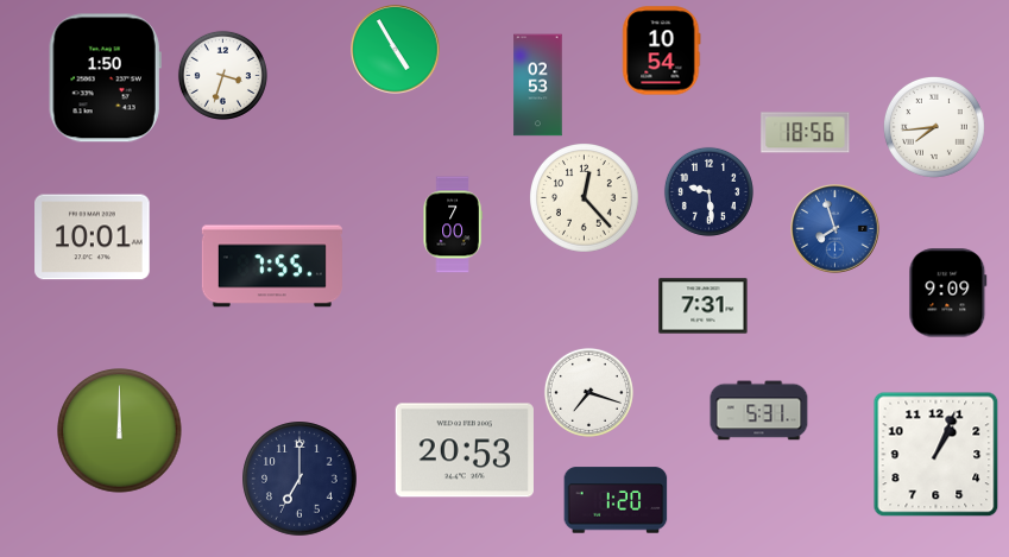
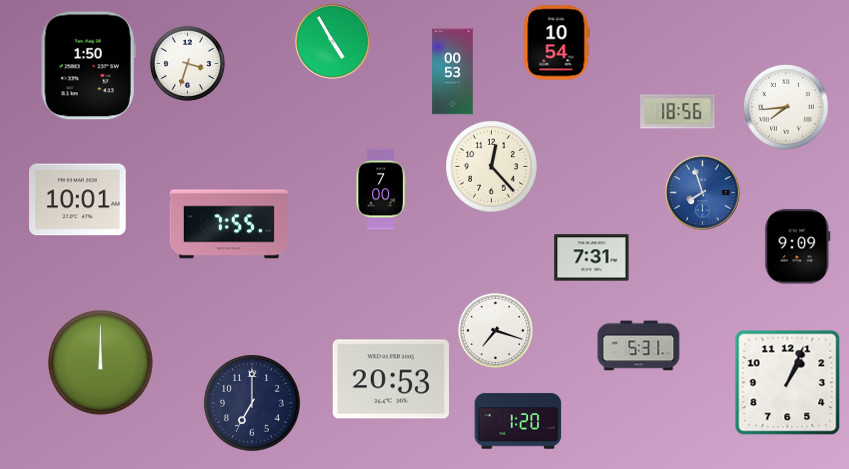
clock at (538, 86): 02:53 -> 00:53
clock at (708, 191): 9:29 -> none
